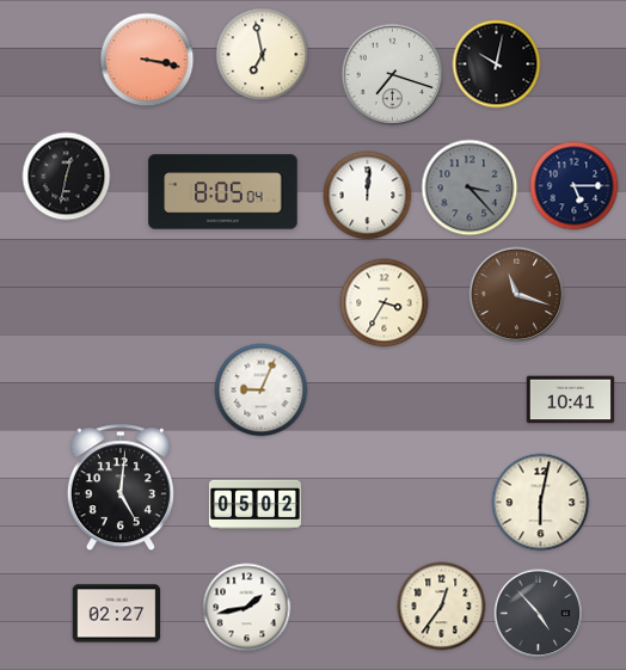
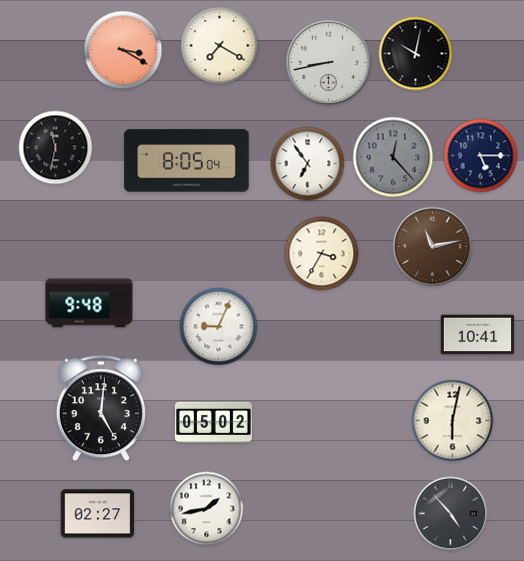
clock at (263, 55): 6:58 -> 7:20
clock at (147, 60): 3:17 -> 3:20
clock at (393, 75): 7:18 -> 8:43
clock at (67, 177): 12:32 -> 11:32
clock at (469, 188): 3:23 -> 12:23
clock at (368, 196): 12:01 -> 6:54
clock at (517, 295): 11:18 -> 11:13
clock at (89, 303): none -> 9:48
clock at (442, 607): 12:36 -> none
